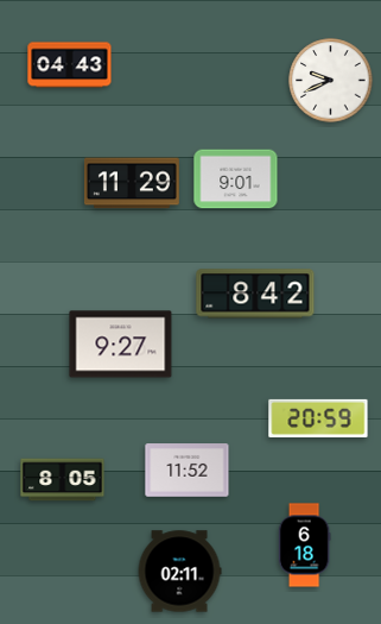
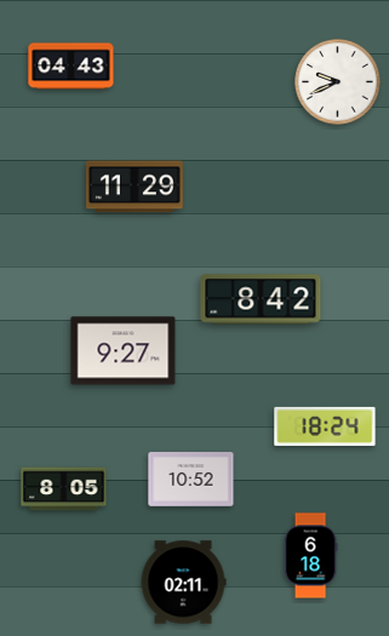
clock at (236, 179): 9:01 -> none
clock at (318, 418): 20:59 -> 18:24
clock at (188, 471): 11:52 -> 10:52
